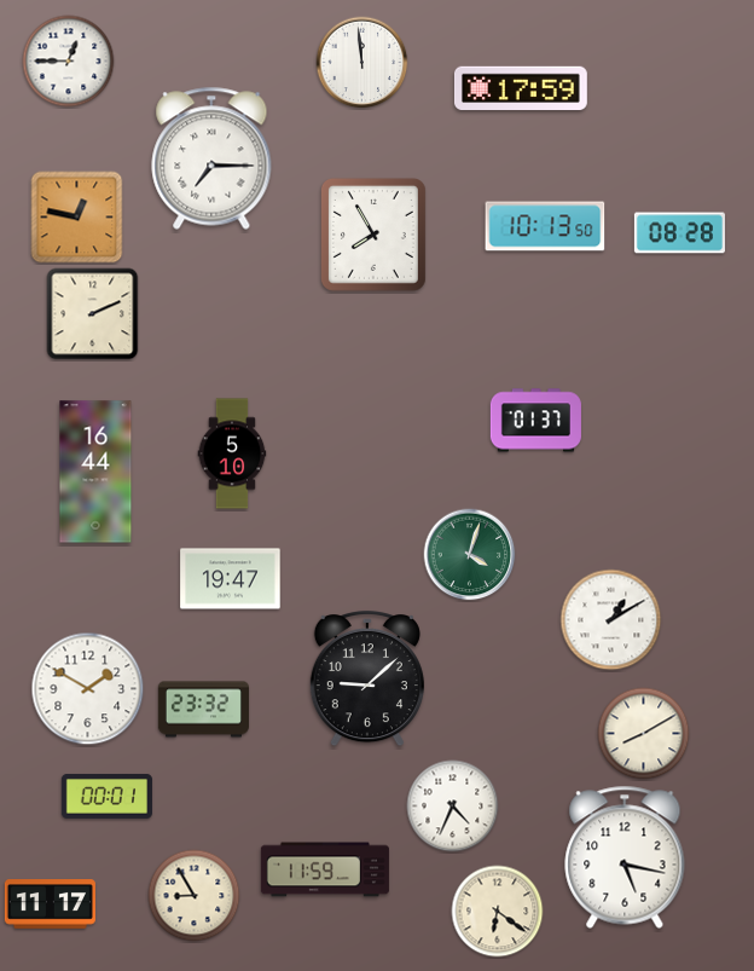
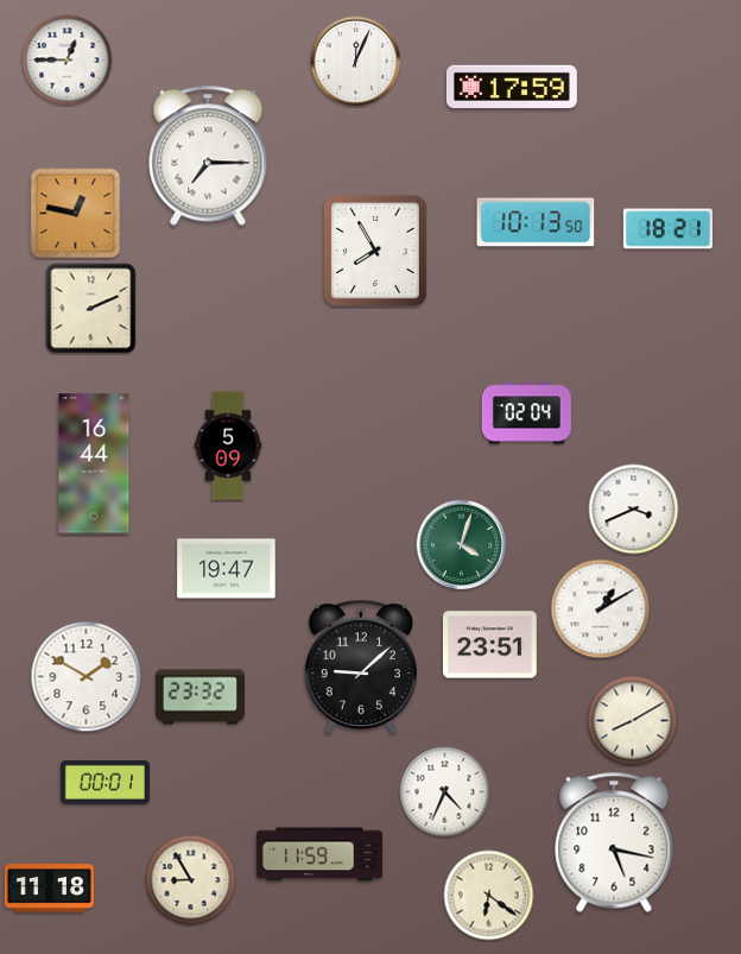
clock at (362, 63): 11:59 -> 12:04
clock at (679, 233): 08:28 -> 18:21
clock at (373, 235) position: (373, 235) -> (375, 251)
clock at (535, 421): 01:37 -> 02:04
clock at (232, 453): 5:10 -> 5:09
clock at (634, 510): none -> 3:41
clock at (489, 645): none -> 23:51
clock at (50, 904): 11:17 -> 11:18
